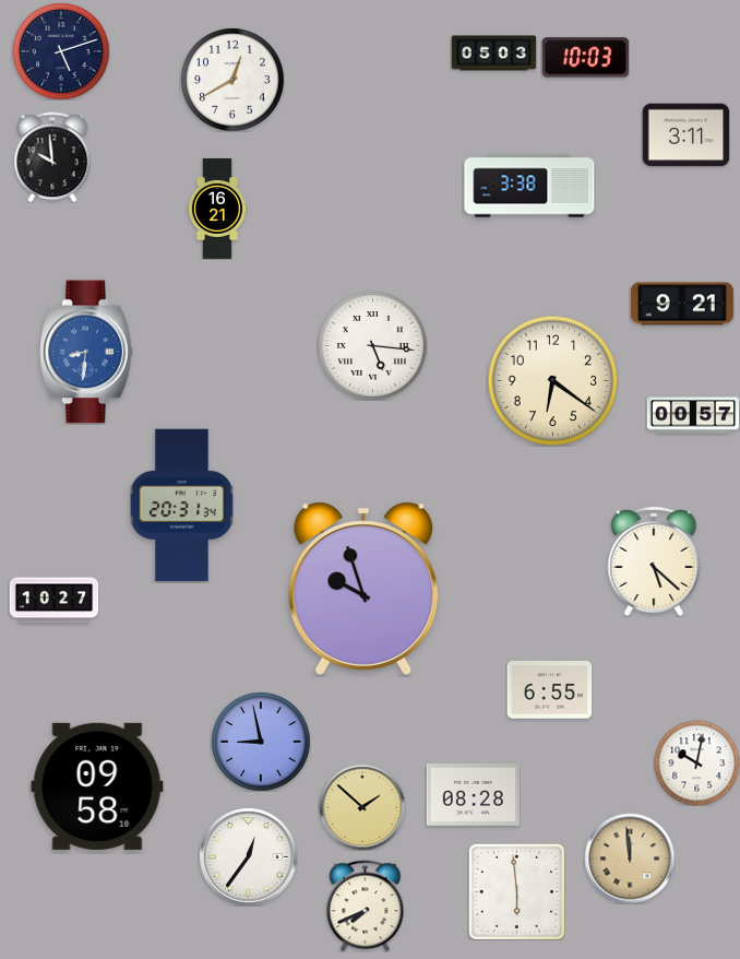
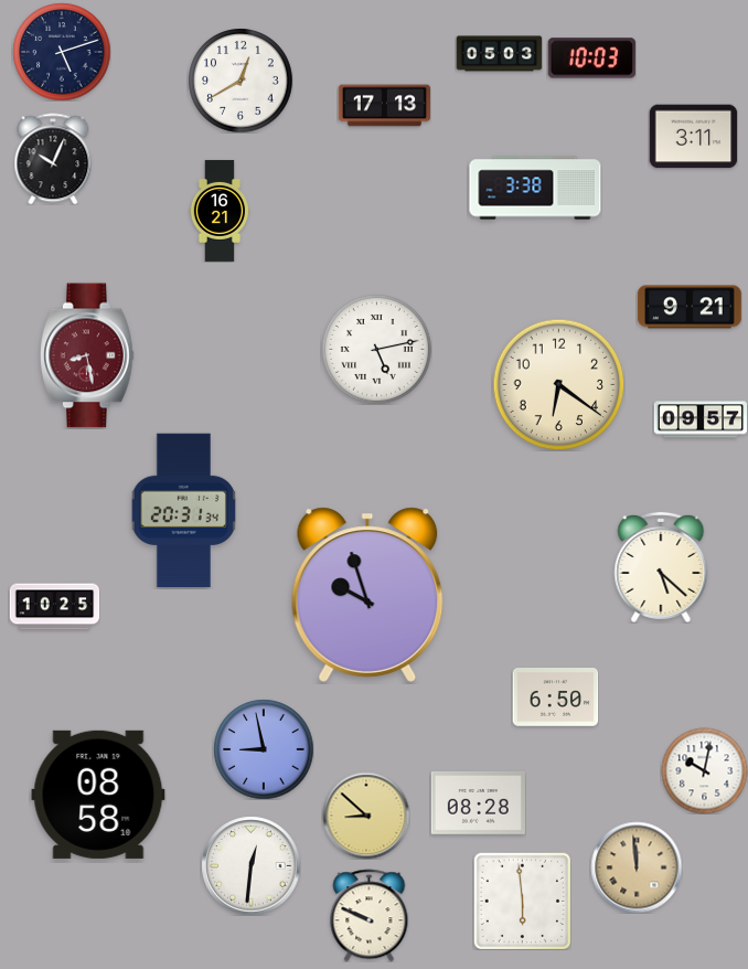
clock at (232, 80) position: (232, 80) -> (241, 81)
clock at (384, 106): none -> 17:13
clock at (52, 157): 9:59 -> 10:04
clock at (372, 345): 5:16 -> 5:13
clock at (86, 352): 8:31 -> 8:28
clock at (86, 352) dial: blue -> burgundy
clock at (693, 415): 00:57 -> 09:57
clock at (53, 601): 10:27 -> 10:25
clock at (549, 690): 6:55 -> 6:50
clock at (97, 786): 09:58 -> 08:58
clock at (362, 807): 1:52 -> 8:52
clock at (248, 856): 12:36 -> 12:31
clock at (366, 905): 7:41 -> 9:49
